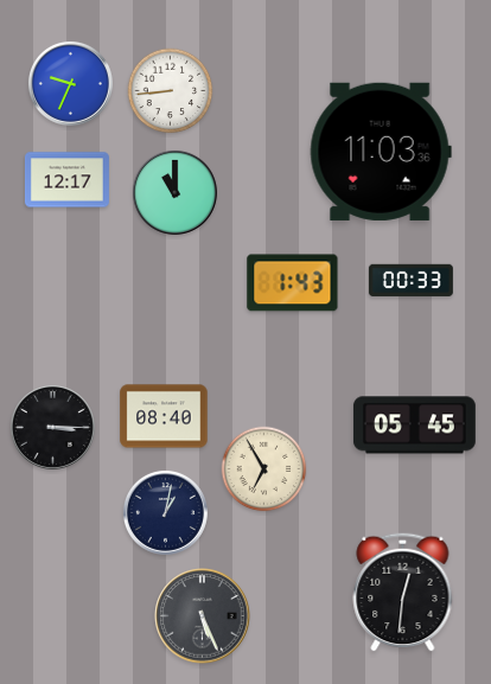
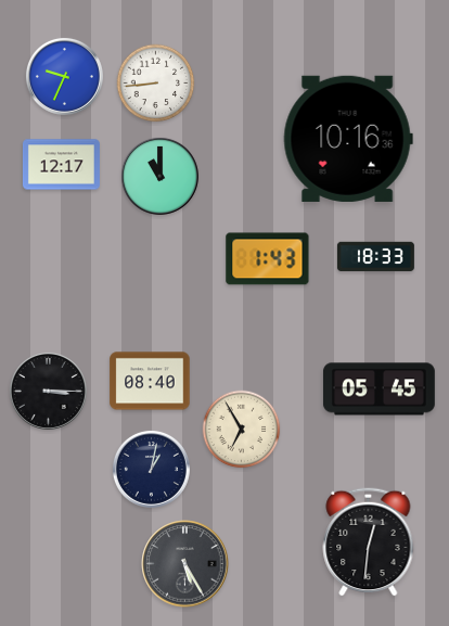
clock at (381, 152): 11:03 -> 10:16
clock at (410, 280): 00:33 -> 18:33
clock at (203, 616): 5:26 -> 5:25
